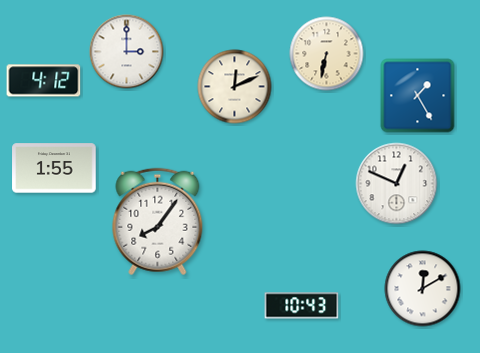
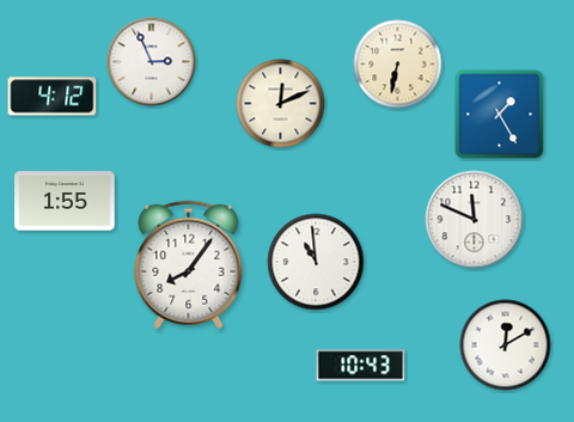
clock at (127, 52): 3:00 -> 2:56
clock at (327, 54) position: (327, 54) -> (398, 65)
clock at (397, 184): 12:49 -> 11:49
clock at (316, 262): none -> 10:59
